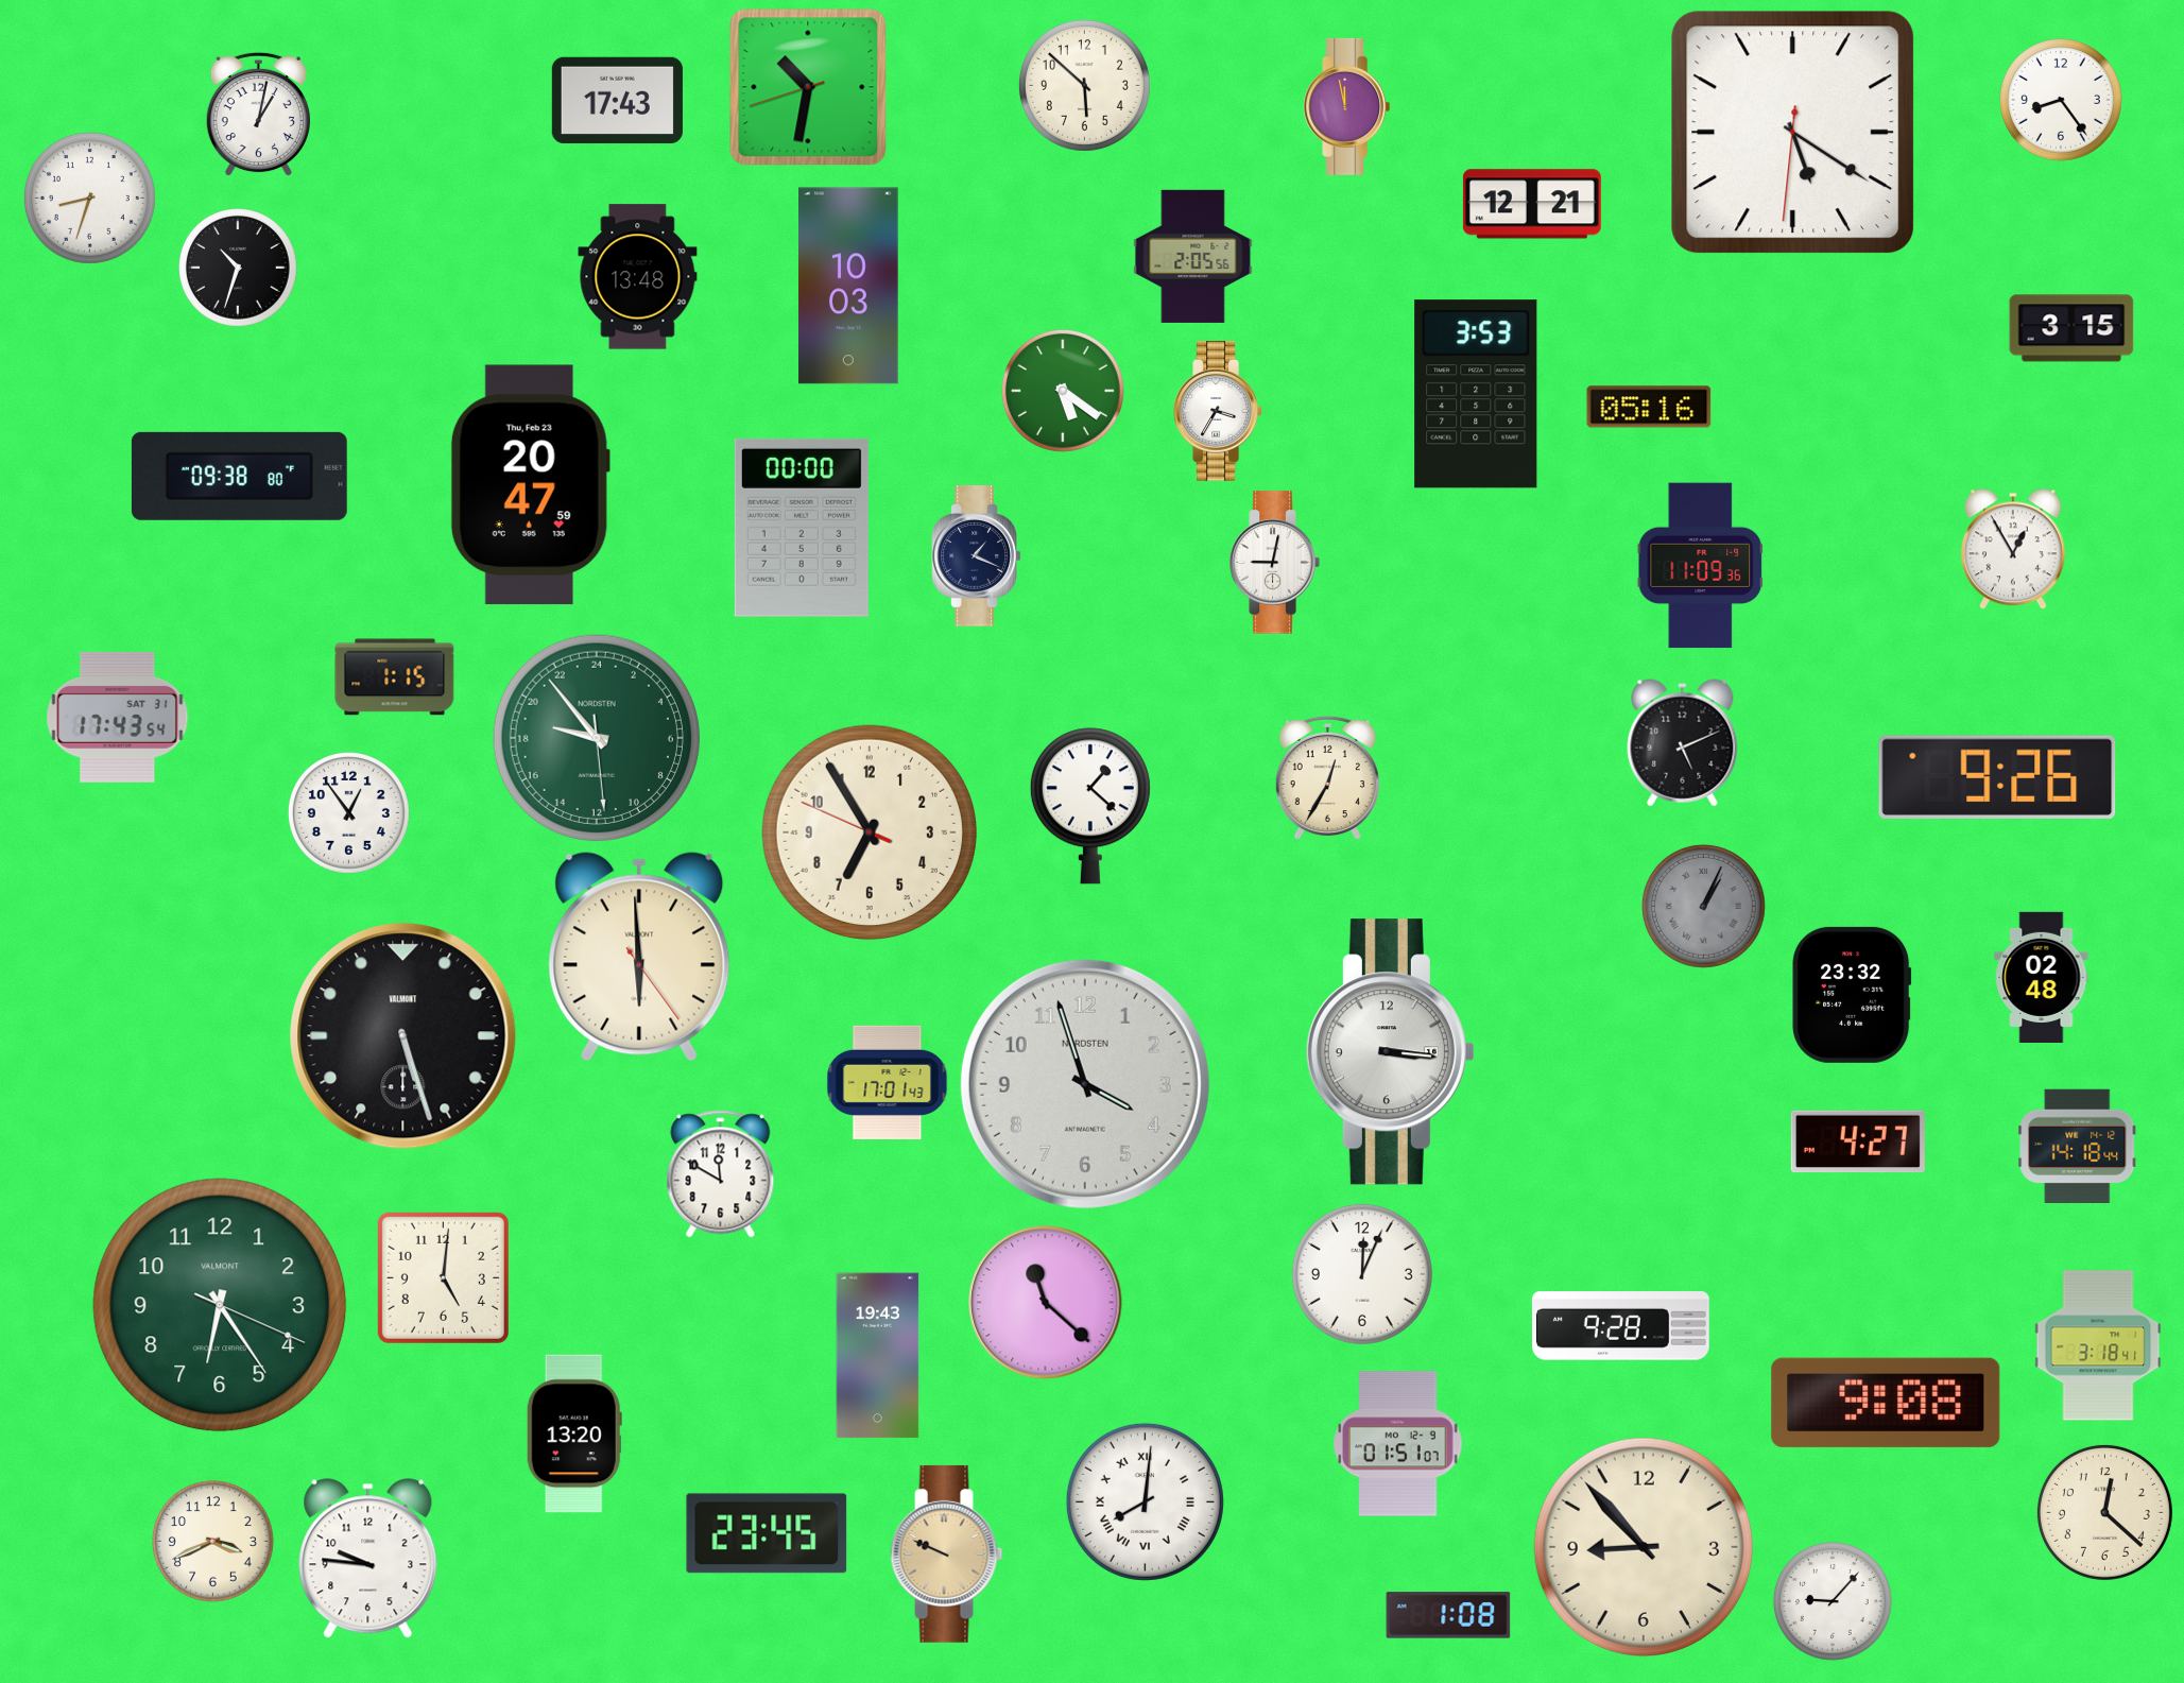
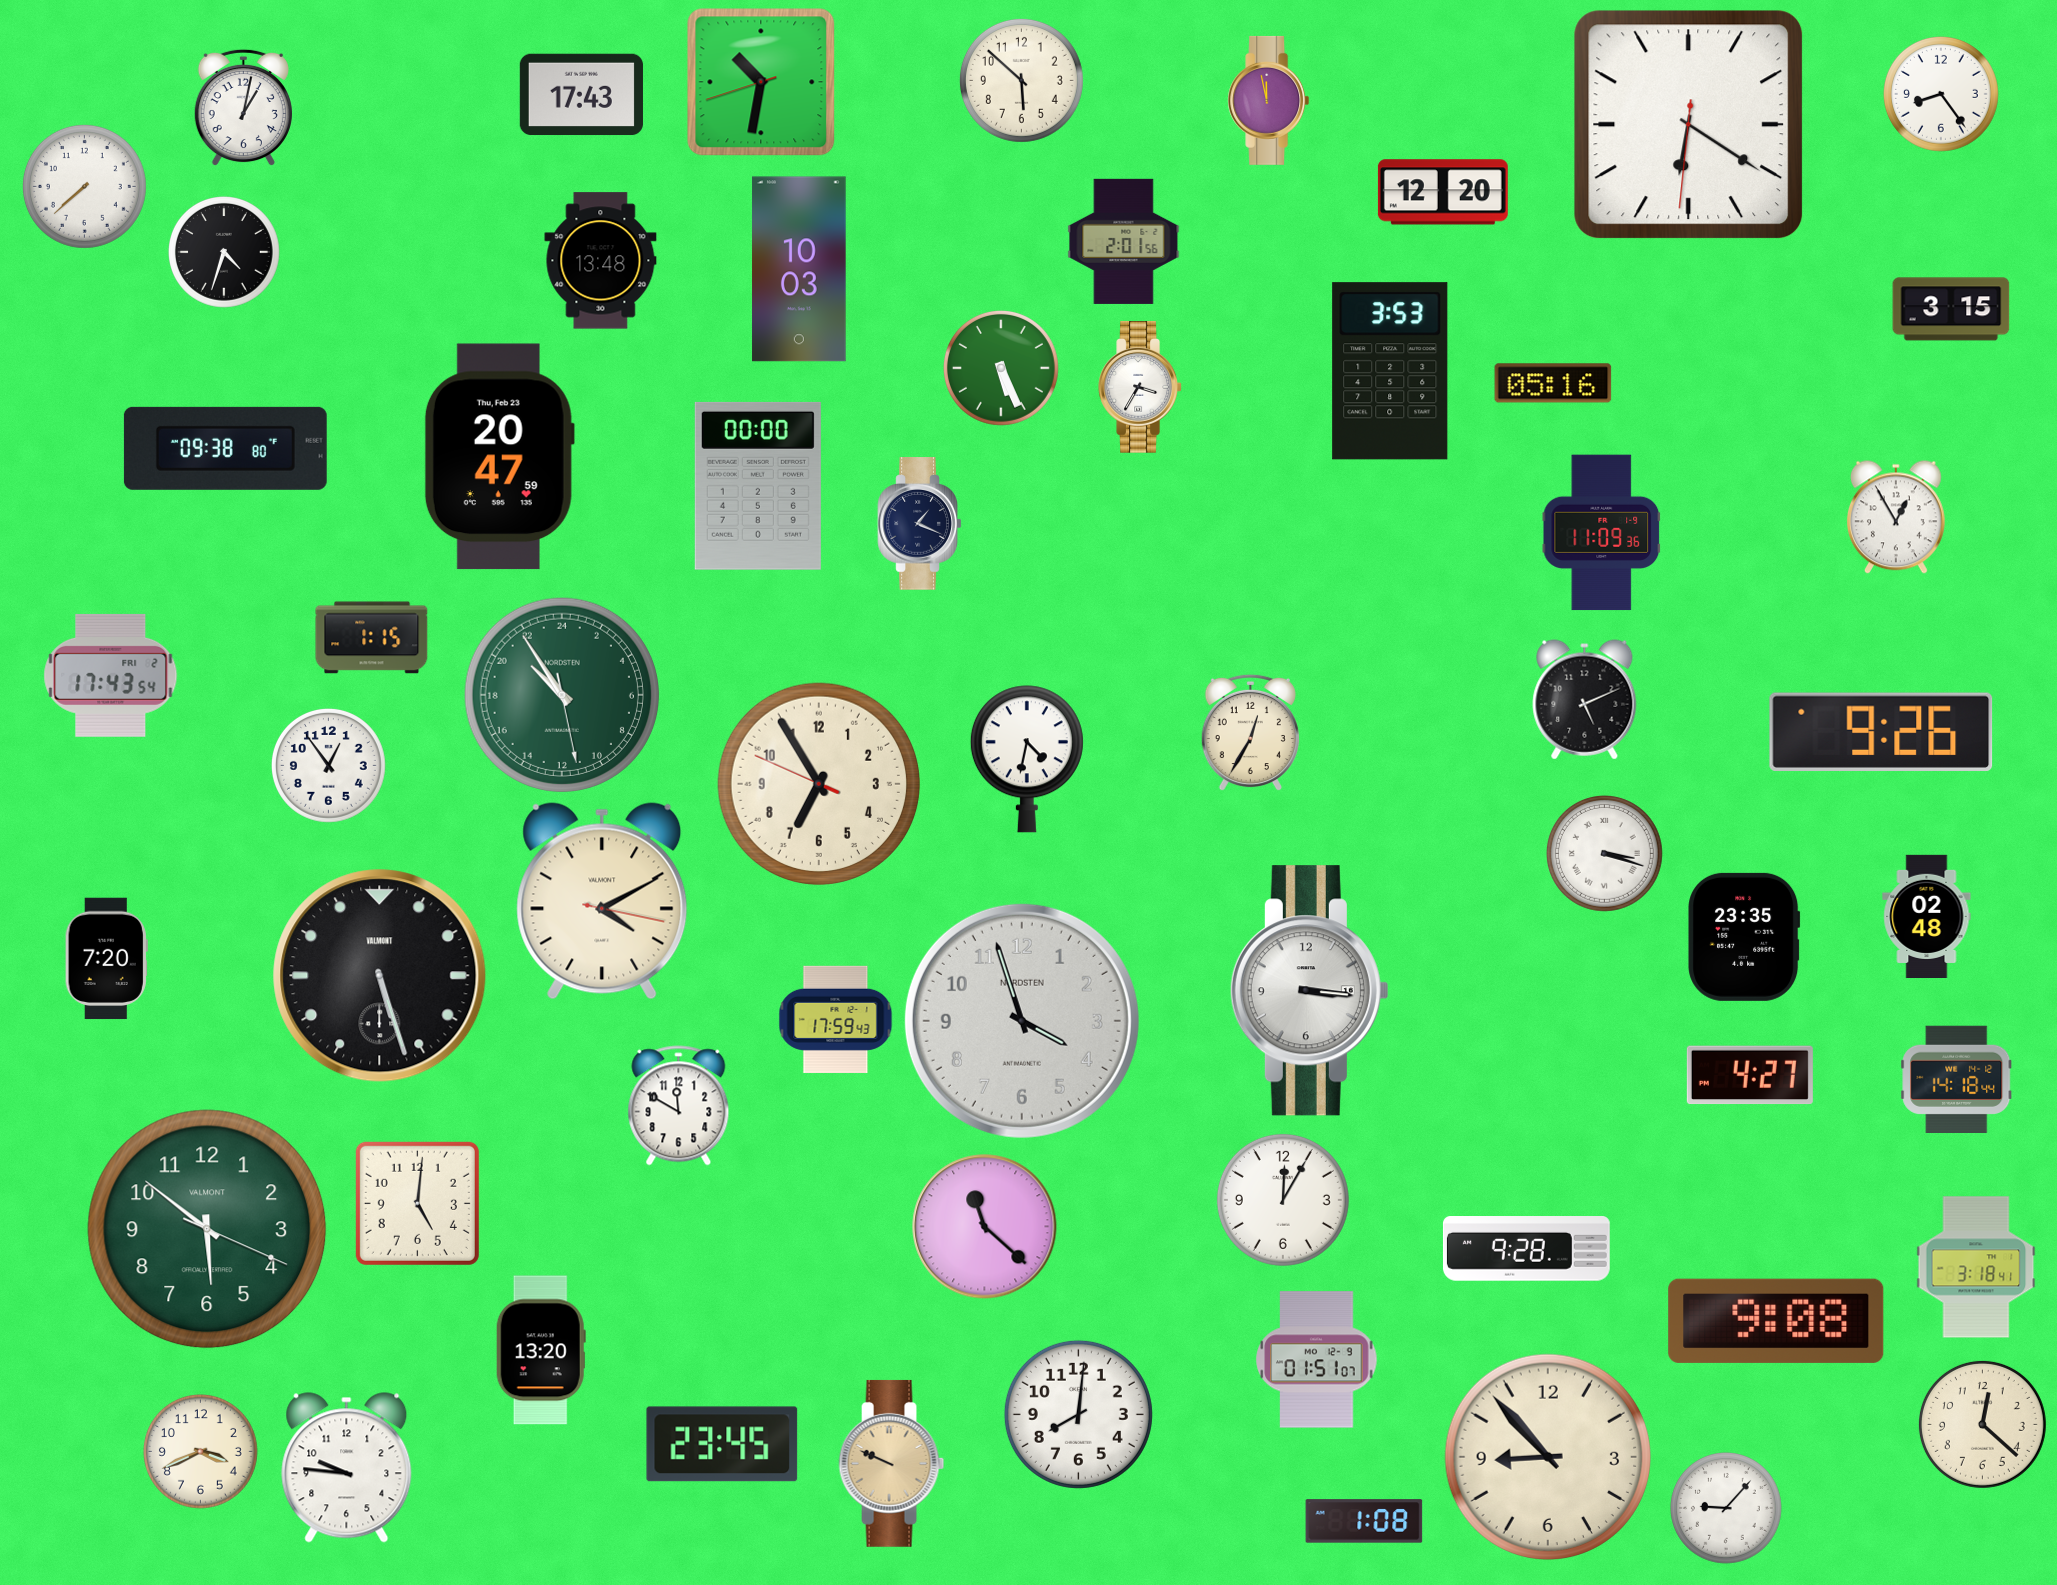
clock at (1793, 133): 5:20 -> 6:20
clock at (89, 198): 8:33 -> 7:38
clock at (1532, 204): 12:21 -> 12:20
clock at (1193, 256): 2:05 -> 2:01
clock at (239, 269): 10:33 -> 4:33
clock at (1063, 391): 5:21 -> 5:26
clock at (1218, 412) position: (1218, 412) -> (1140, 388)
clock at (802, 528) position: (802, 528) -> (758, 486)
clock at (1274, 563): 9:02 -> none
clock at (118, 717) date: SAT 31 -> FRI 2
clock at (597, 738): 18:53 -> 20:54
clock at (1090, 806): 1:22 -> 4:32
clock at (1703, 906): 1:04 -> 3:18
clock at (1703, 906) dial: grey -> white
clock at (639, 957): 5:59 -> 4:10
clock at (2042, 977) position: (2042, 977) -> (1927, 916)
clock at (1852, 995): 23:32 -> 23:35
clock at (106, 959): none -> 7:20
clock at (888, 1082): 17:01 -> 17:59
clock at (1362, 1274): 12:04 -> 12:05
clock at (220, 1305): 6:24 -> 5:51
clock at (878, 1356): 19:43 -> none
clock at (1145, 1501) numerals: Roman -> Arabic
